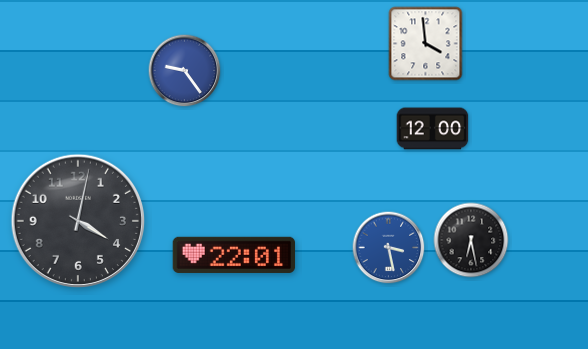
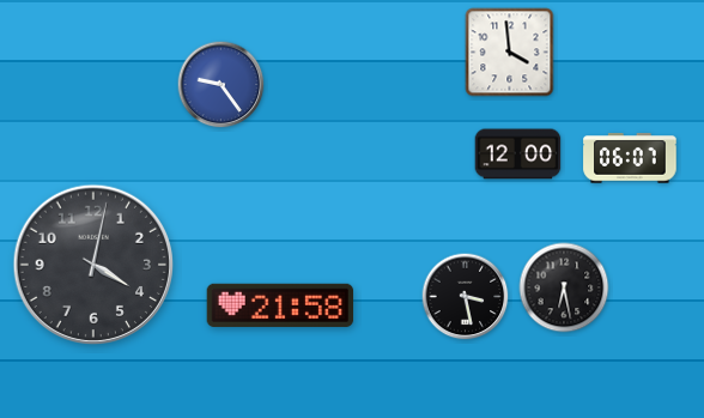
clock at (630, 158): none -> 06:07
clock at (389, 248) dial: blue -> black
clock at (234, 255): 22:01 -> 21:58
